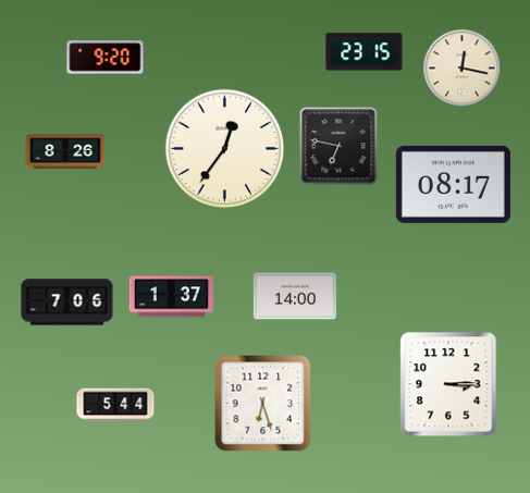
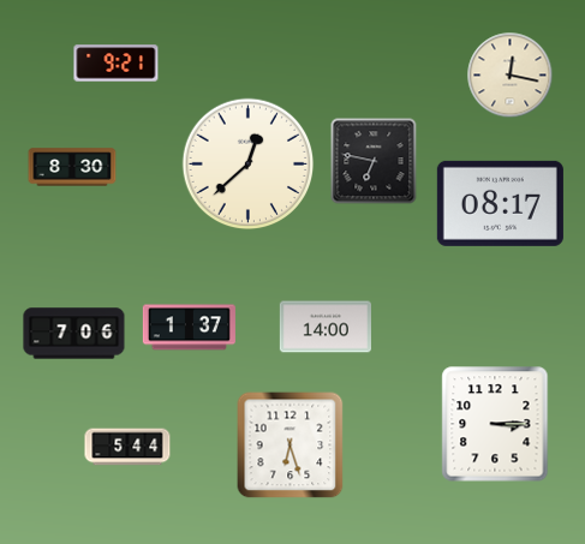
clock at (365, 52): 23:15 -> none
clock at (106, 58): 9:20 -> 9:21
clock at (225, 149): 12:36 -> 12:38
clock at (65, 151): 8:26 -> 8:30
